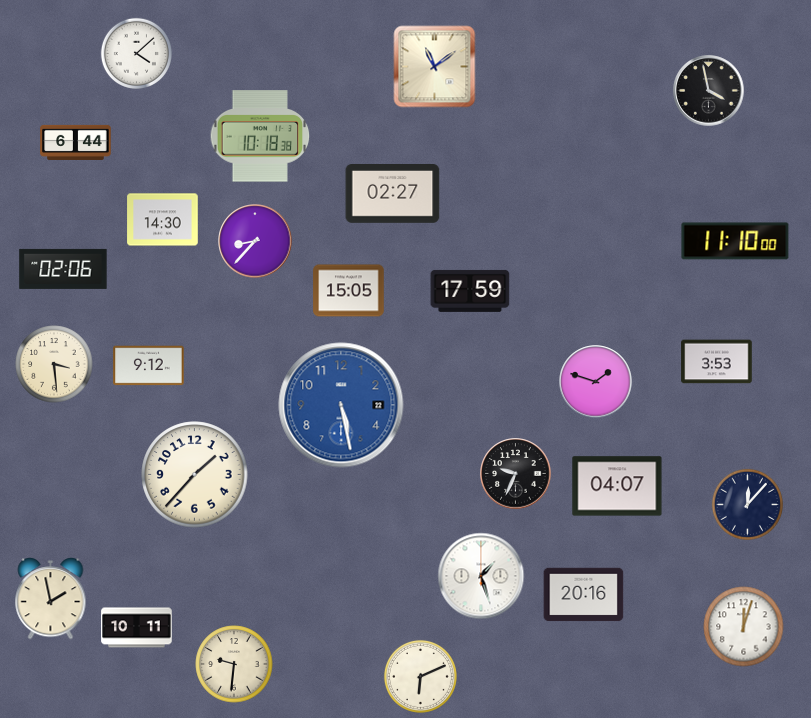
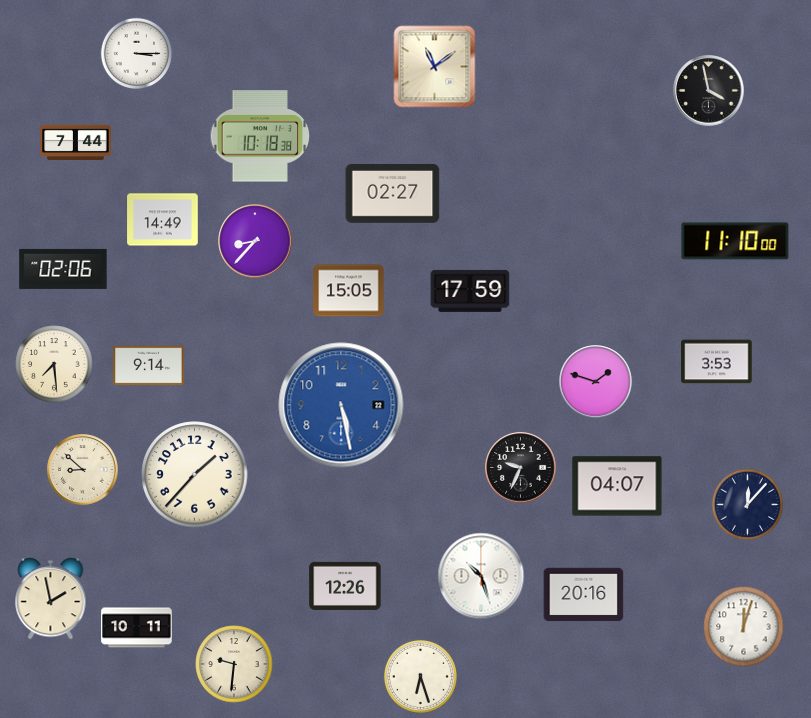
clock at (136, 53): 4:08 -> 3:15
clock at (76, 142): 6:44 -> 7:44
clock at (163, 220): 14:30 -> 14:49
clock at (54, 364): 3:29 -> 7:29
clock at (149, 366): 9:12 -> 9:14
clock at (83, 470): none -> 8:52
clock at (516, 474) position: (516, 474) -> (521, 468)
clock at (481, 576): 1:27 -> 10:27
clock at (345, 586): none -> 12:26
clock at (420, 676): 6:11 -> 6:27
